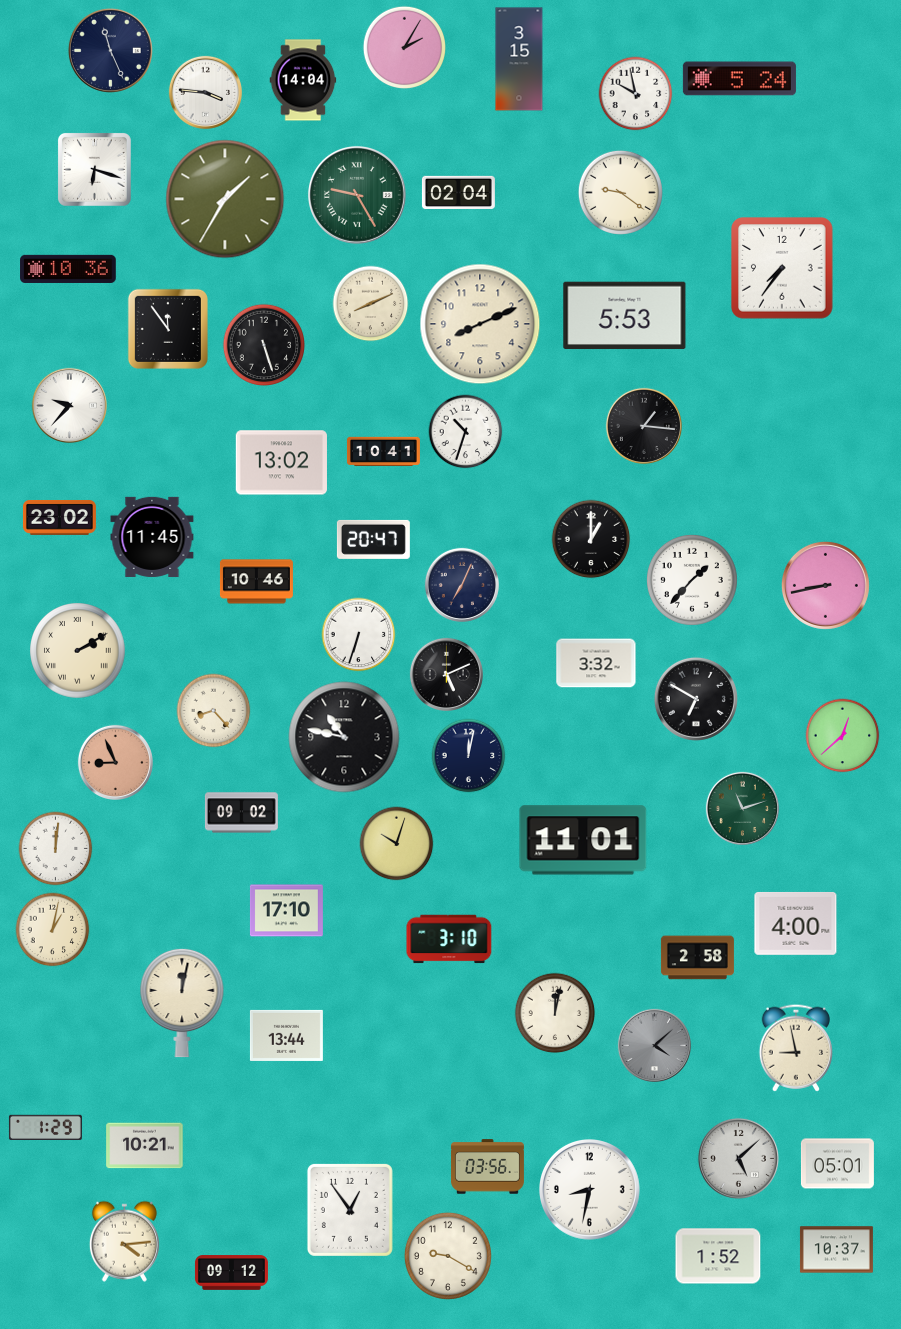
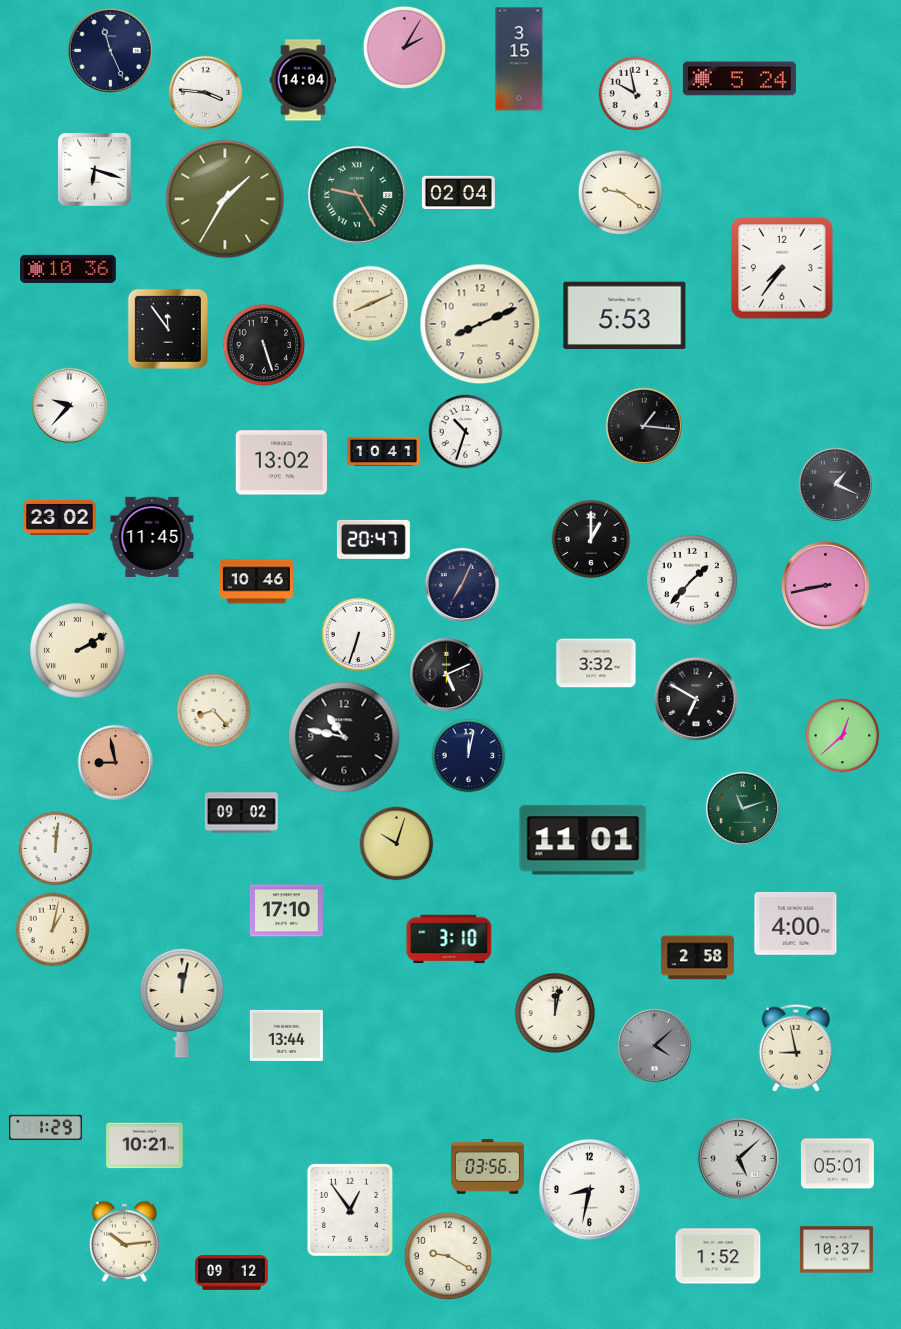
clock at (835, 484): none -> 1:19
clock at (115, 762): 8:56 -> 8:58
clock at (124, 1241): 4:14 -> 10:14
